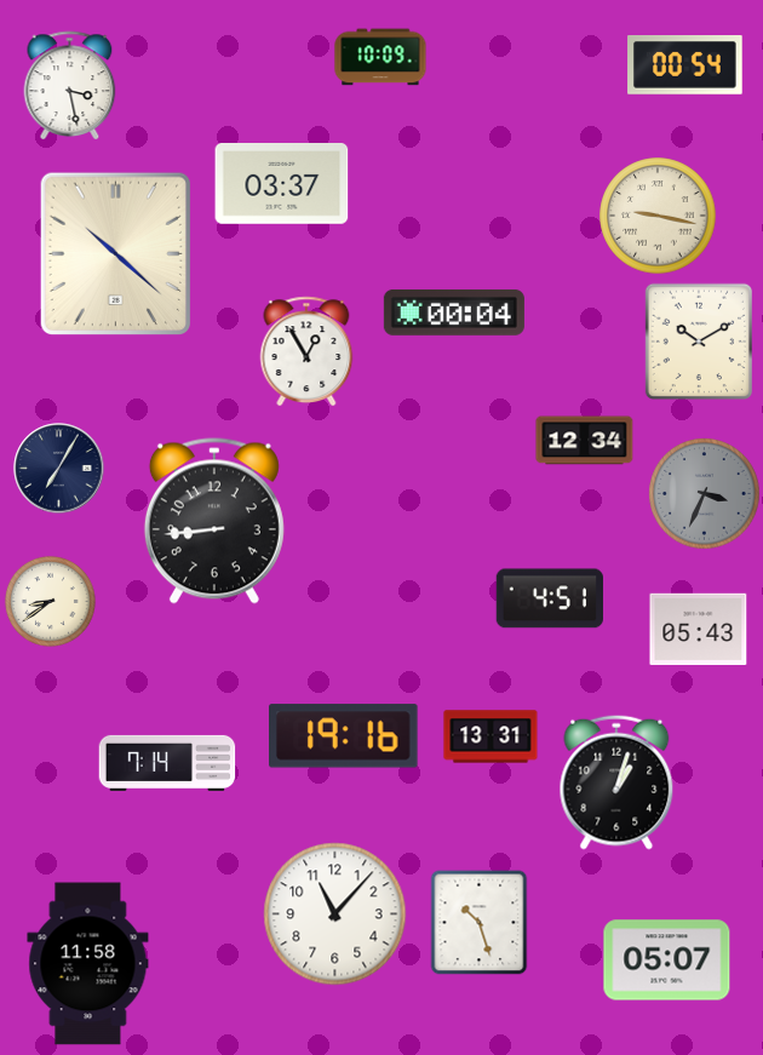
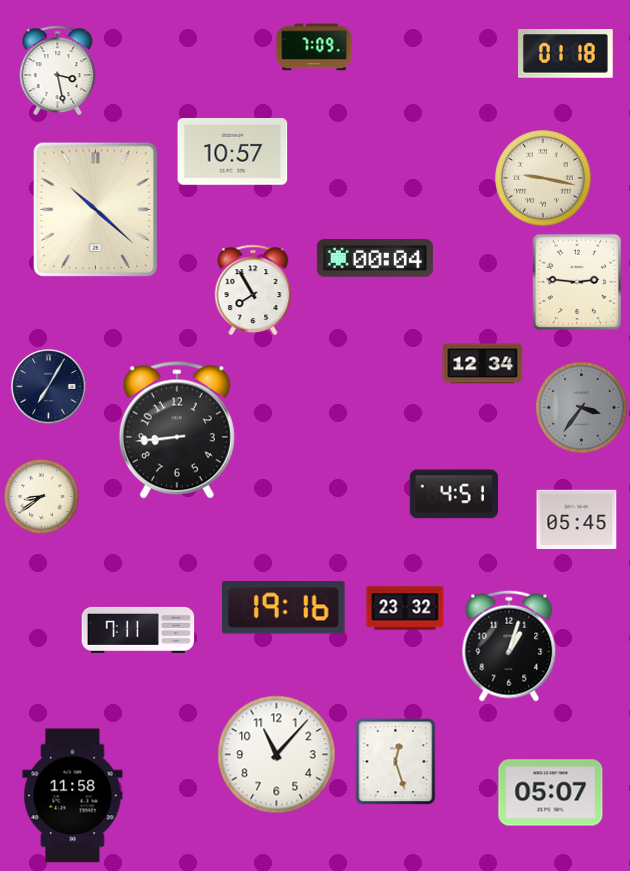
clock at (380, 57): 10:09 -> 7:09
clock at (685, 65): 00:54 -> 01:18
clock at (282, 184): 03:37 -> 10:57
clock at (698, 340): 10:10 -> 2:46
clock at (306, 351): 12:55 -> 7:55
clock at (705, 494): 3:34 -> 3:36
clock at (699, 629): 05:43 -> 05:45
clock at (490, 736): 13:31 -> 23:32
clock at (167, 763): 7:14 -> 7:11
clock at (480, 923): 10:27 -> 12:27
